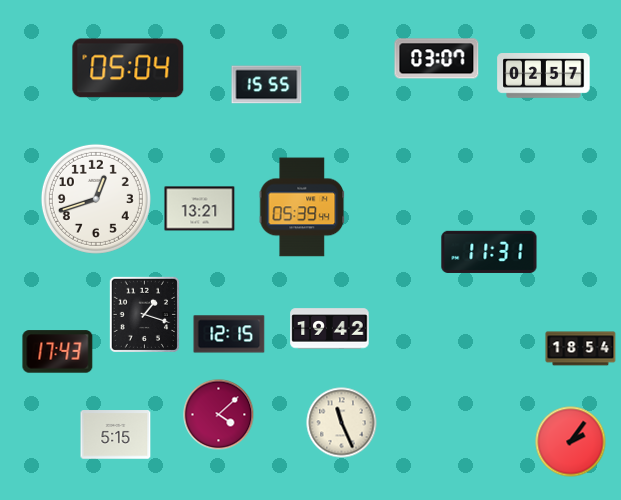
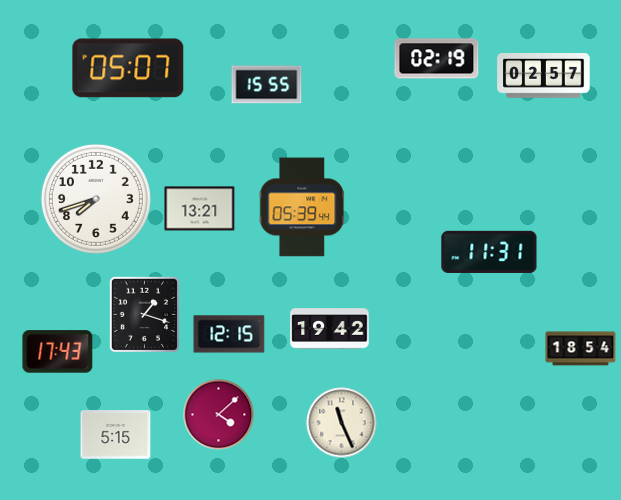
clock at (437, 59): 03:07 -> 02:19
clock at (128, 68): 05:04 -> 05:07
clock at (96, 199): 12:42 -> 7:42
clock at (571, 442): 2:06 -> none
